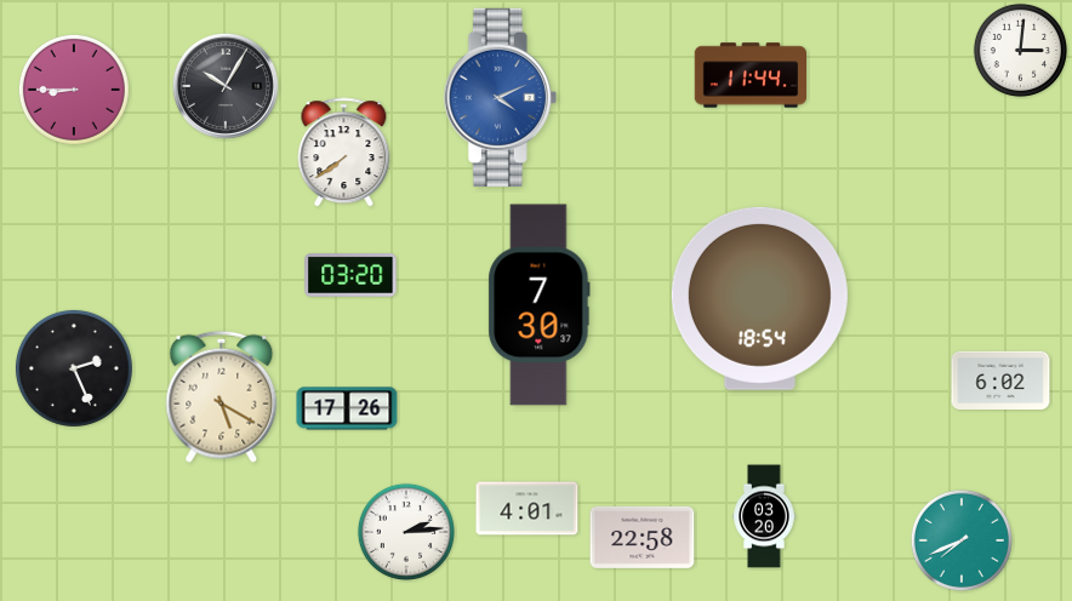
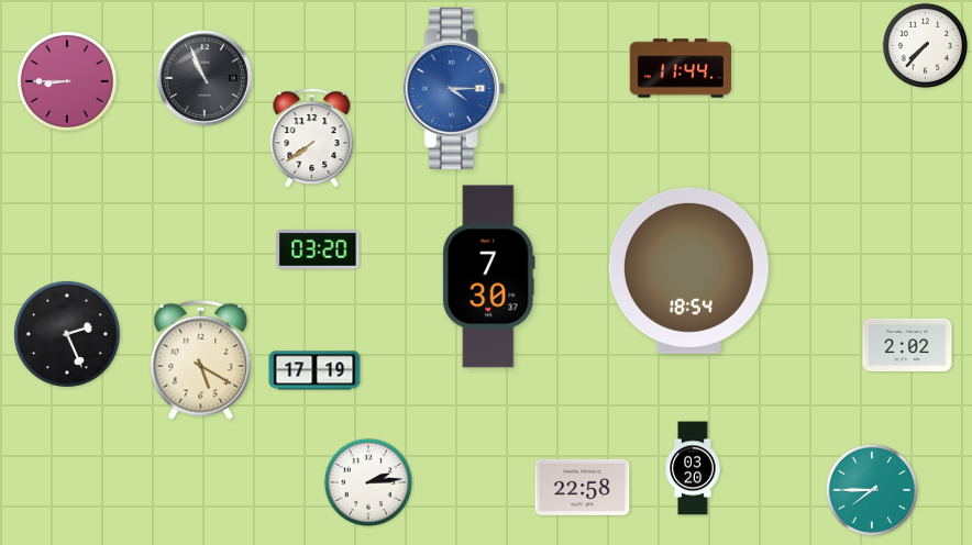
clock at (1020, 50): 3:01 -> 7:37
clock at (226, 86): 10:05 -> 10:56
clock at (500, 97): 4:11 -> 4:15
clock at (1000, 380): 6:02 -> 2:02
clock at (347, 408): 17:26 -> 17:19
clock at (528, 509): 4:01 -> none
clock at (962, 540): 7:41 -> 7:45
